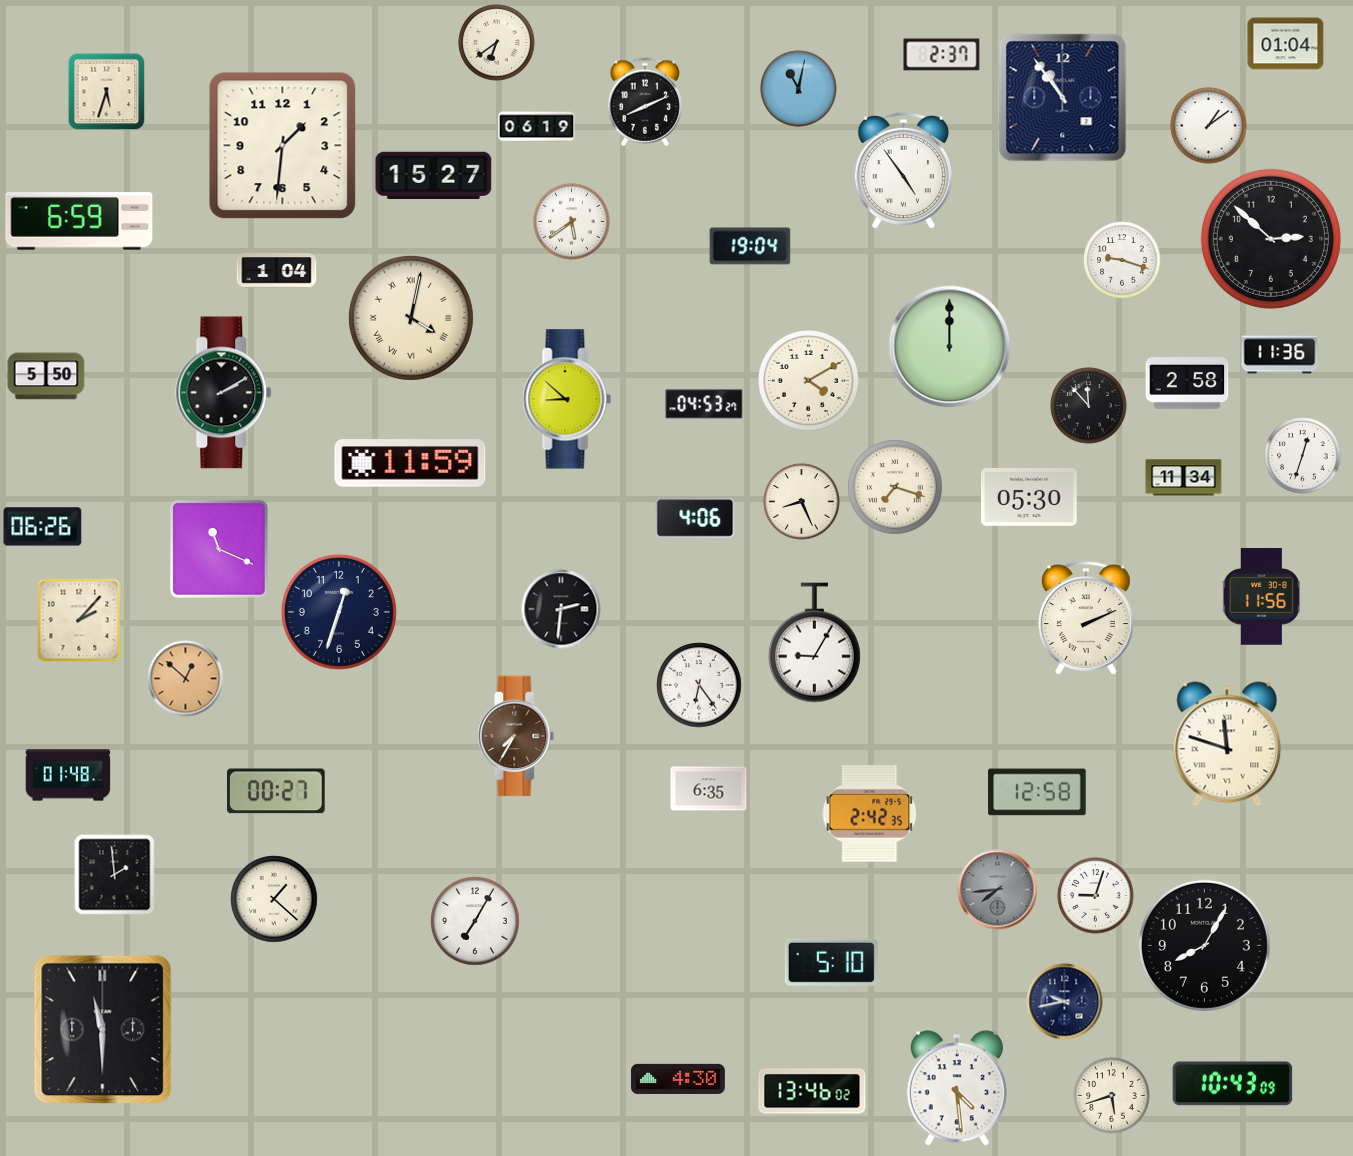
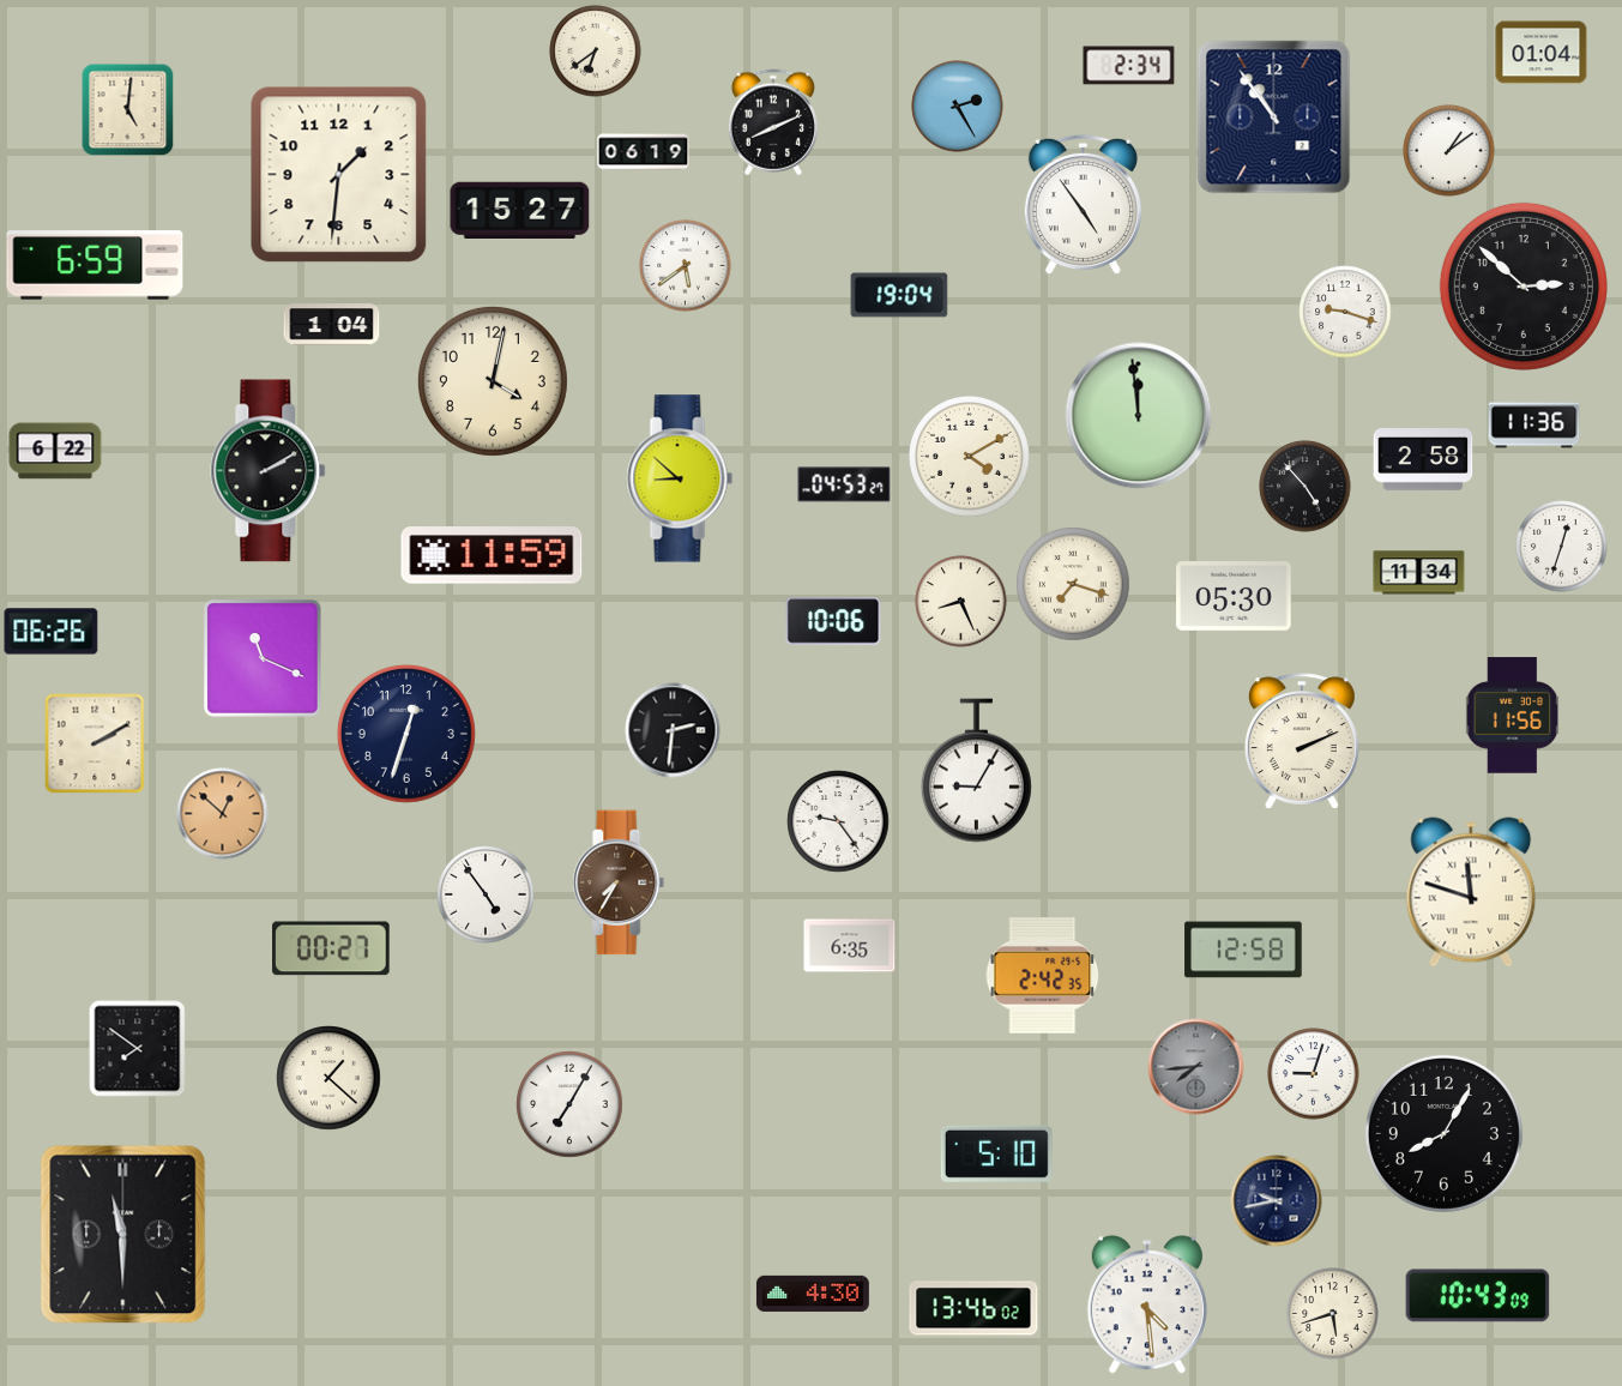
clock at (942, 55): 2:37 -> 2:34
clock at (799, 89): 11:02 -> 2:25
clock at (106, 91): 5:33 -> 5:01
clock at (411, 318) numerals: Roman -> Arabic
clock at (950, 347): 12:00 -> 11:59
clock at (46, 376): 5:50 -> 6:22
clock at (1089, 406): 11:53 -> 4:53
clock at (695, 518): 4:06 -> 10:06
clock at (79, 620): 2:07 -> 2:10
clock at (699, 685): 6:24 -> 9:24
clock at (486, 894): none -> 4:54
clock at (68, 775): 01:48 -> none
clock at (115, 875): 1:59 -> 7:51
clock at (1233, 1084) position: (1233, 1084) -> (1478, 1296)
